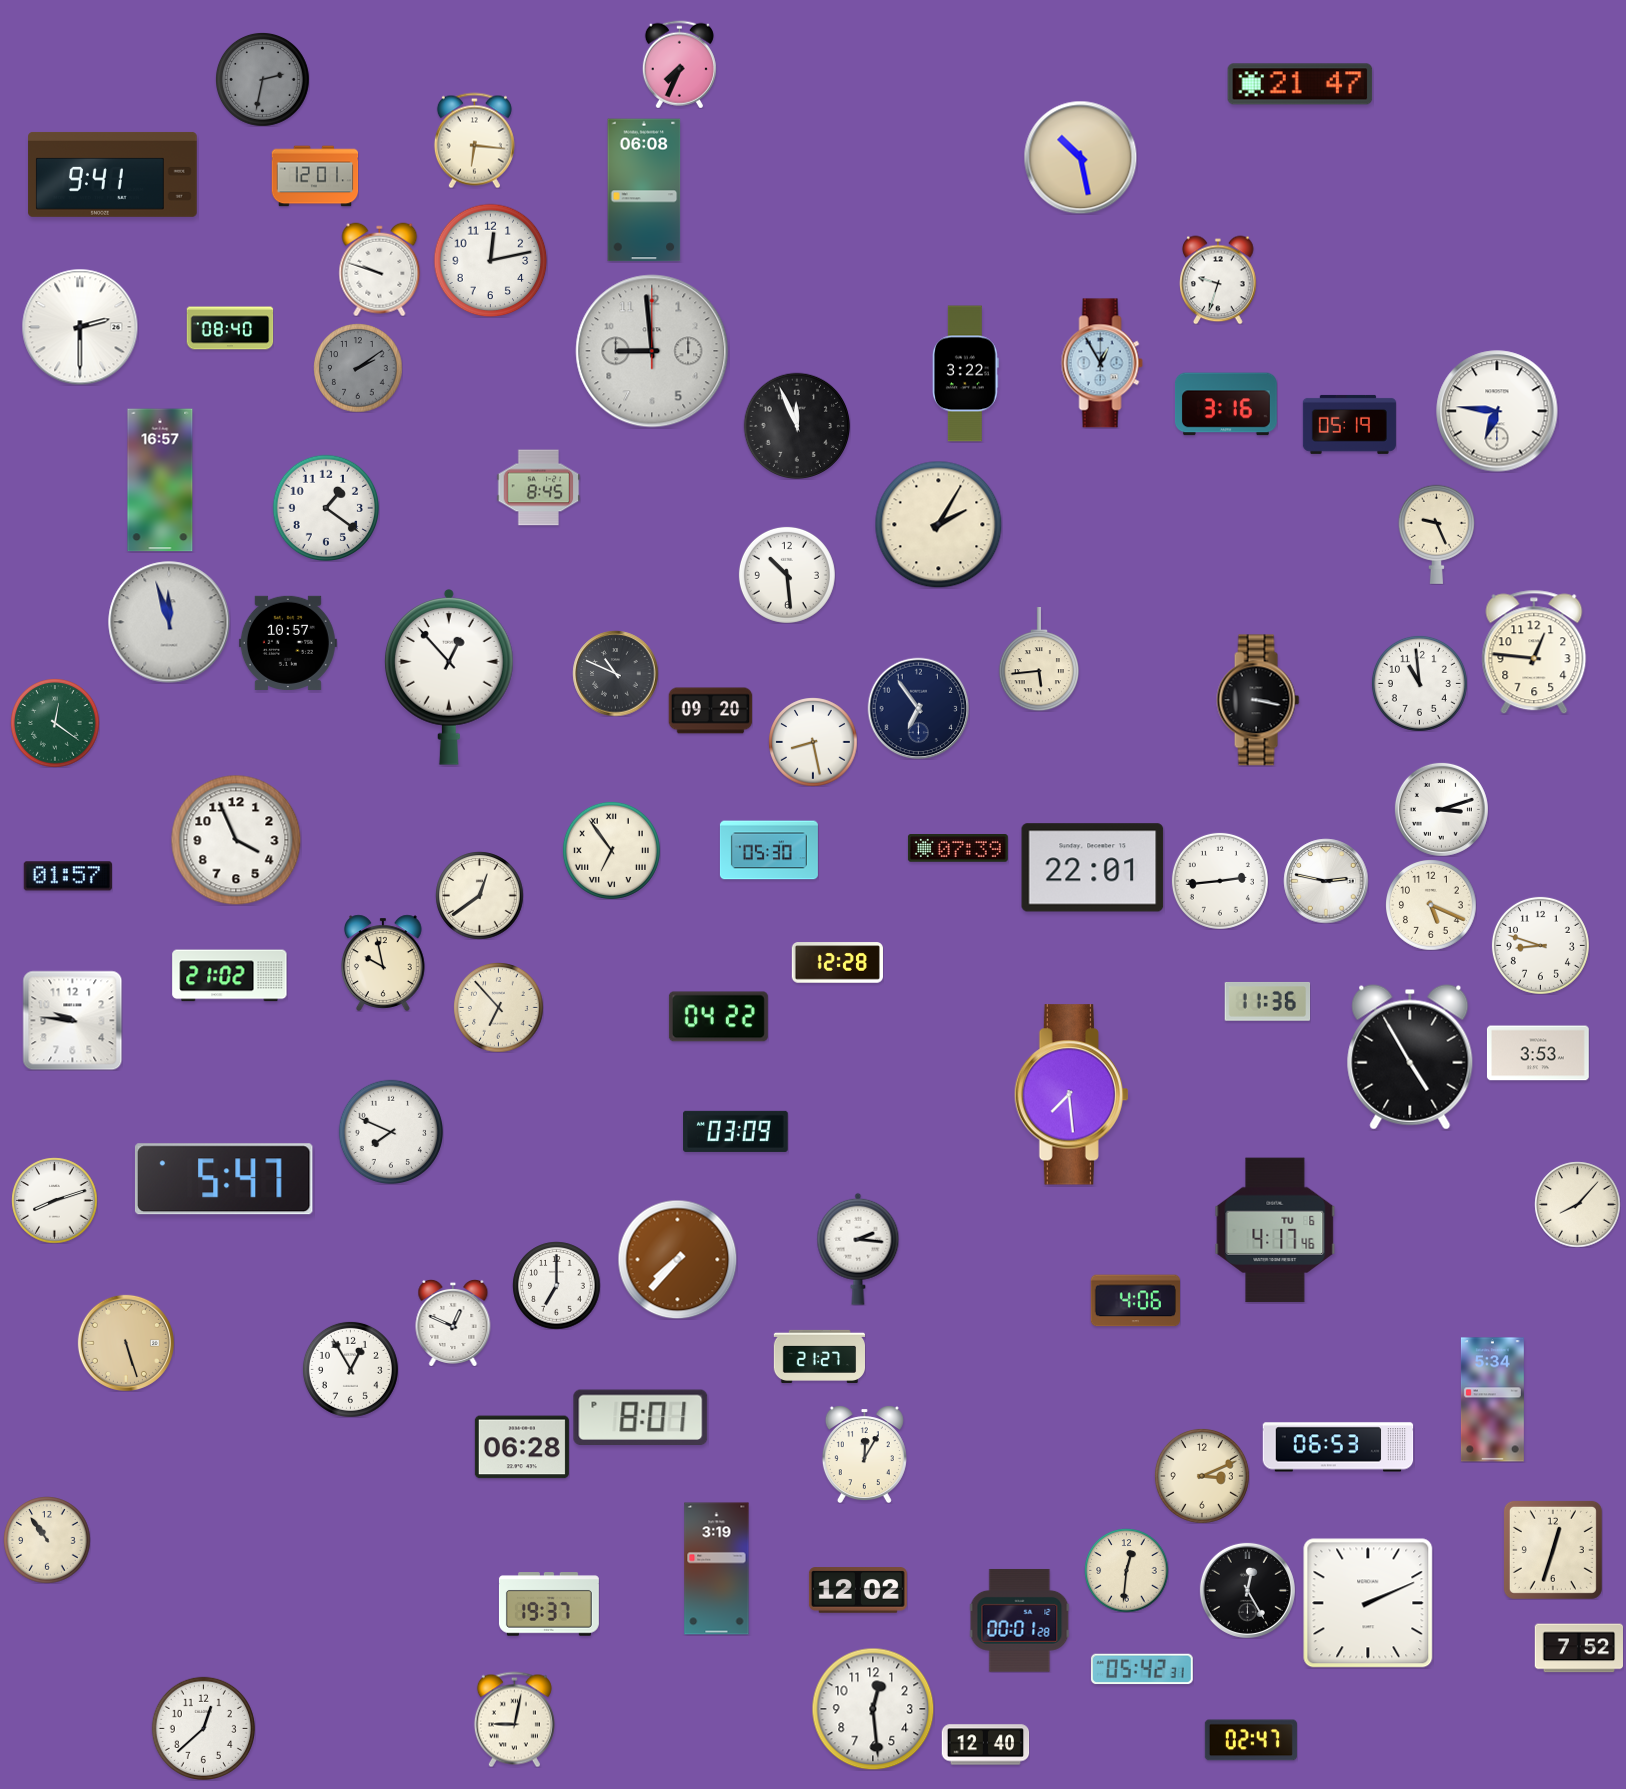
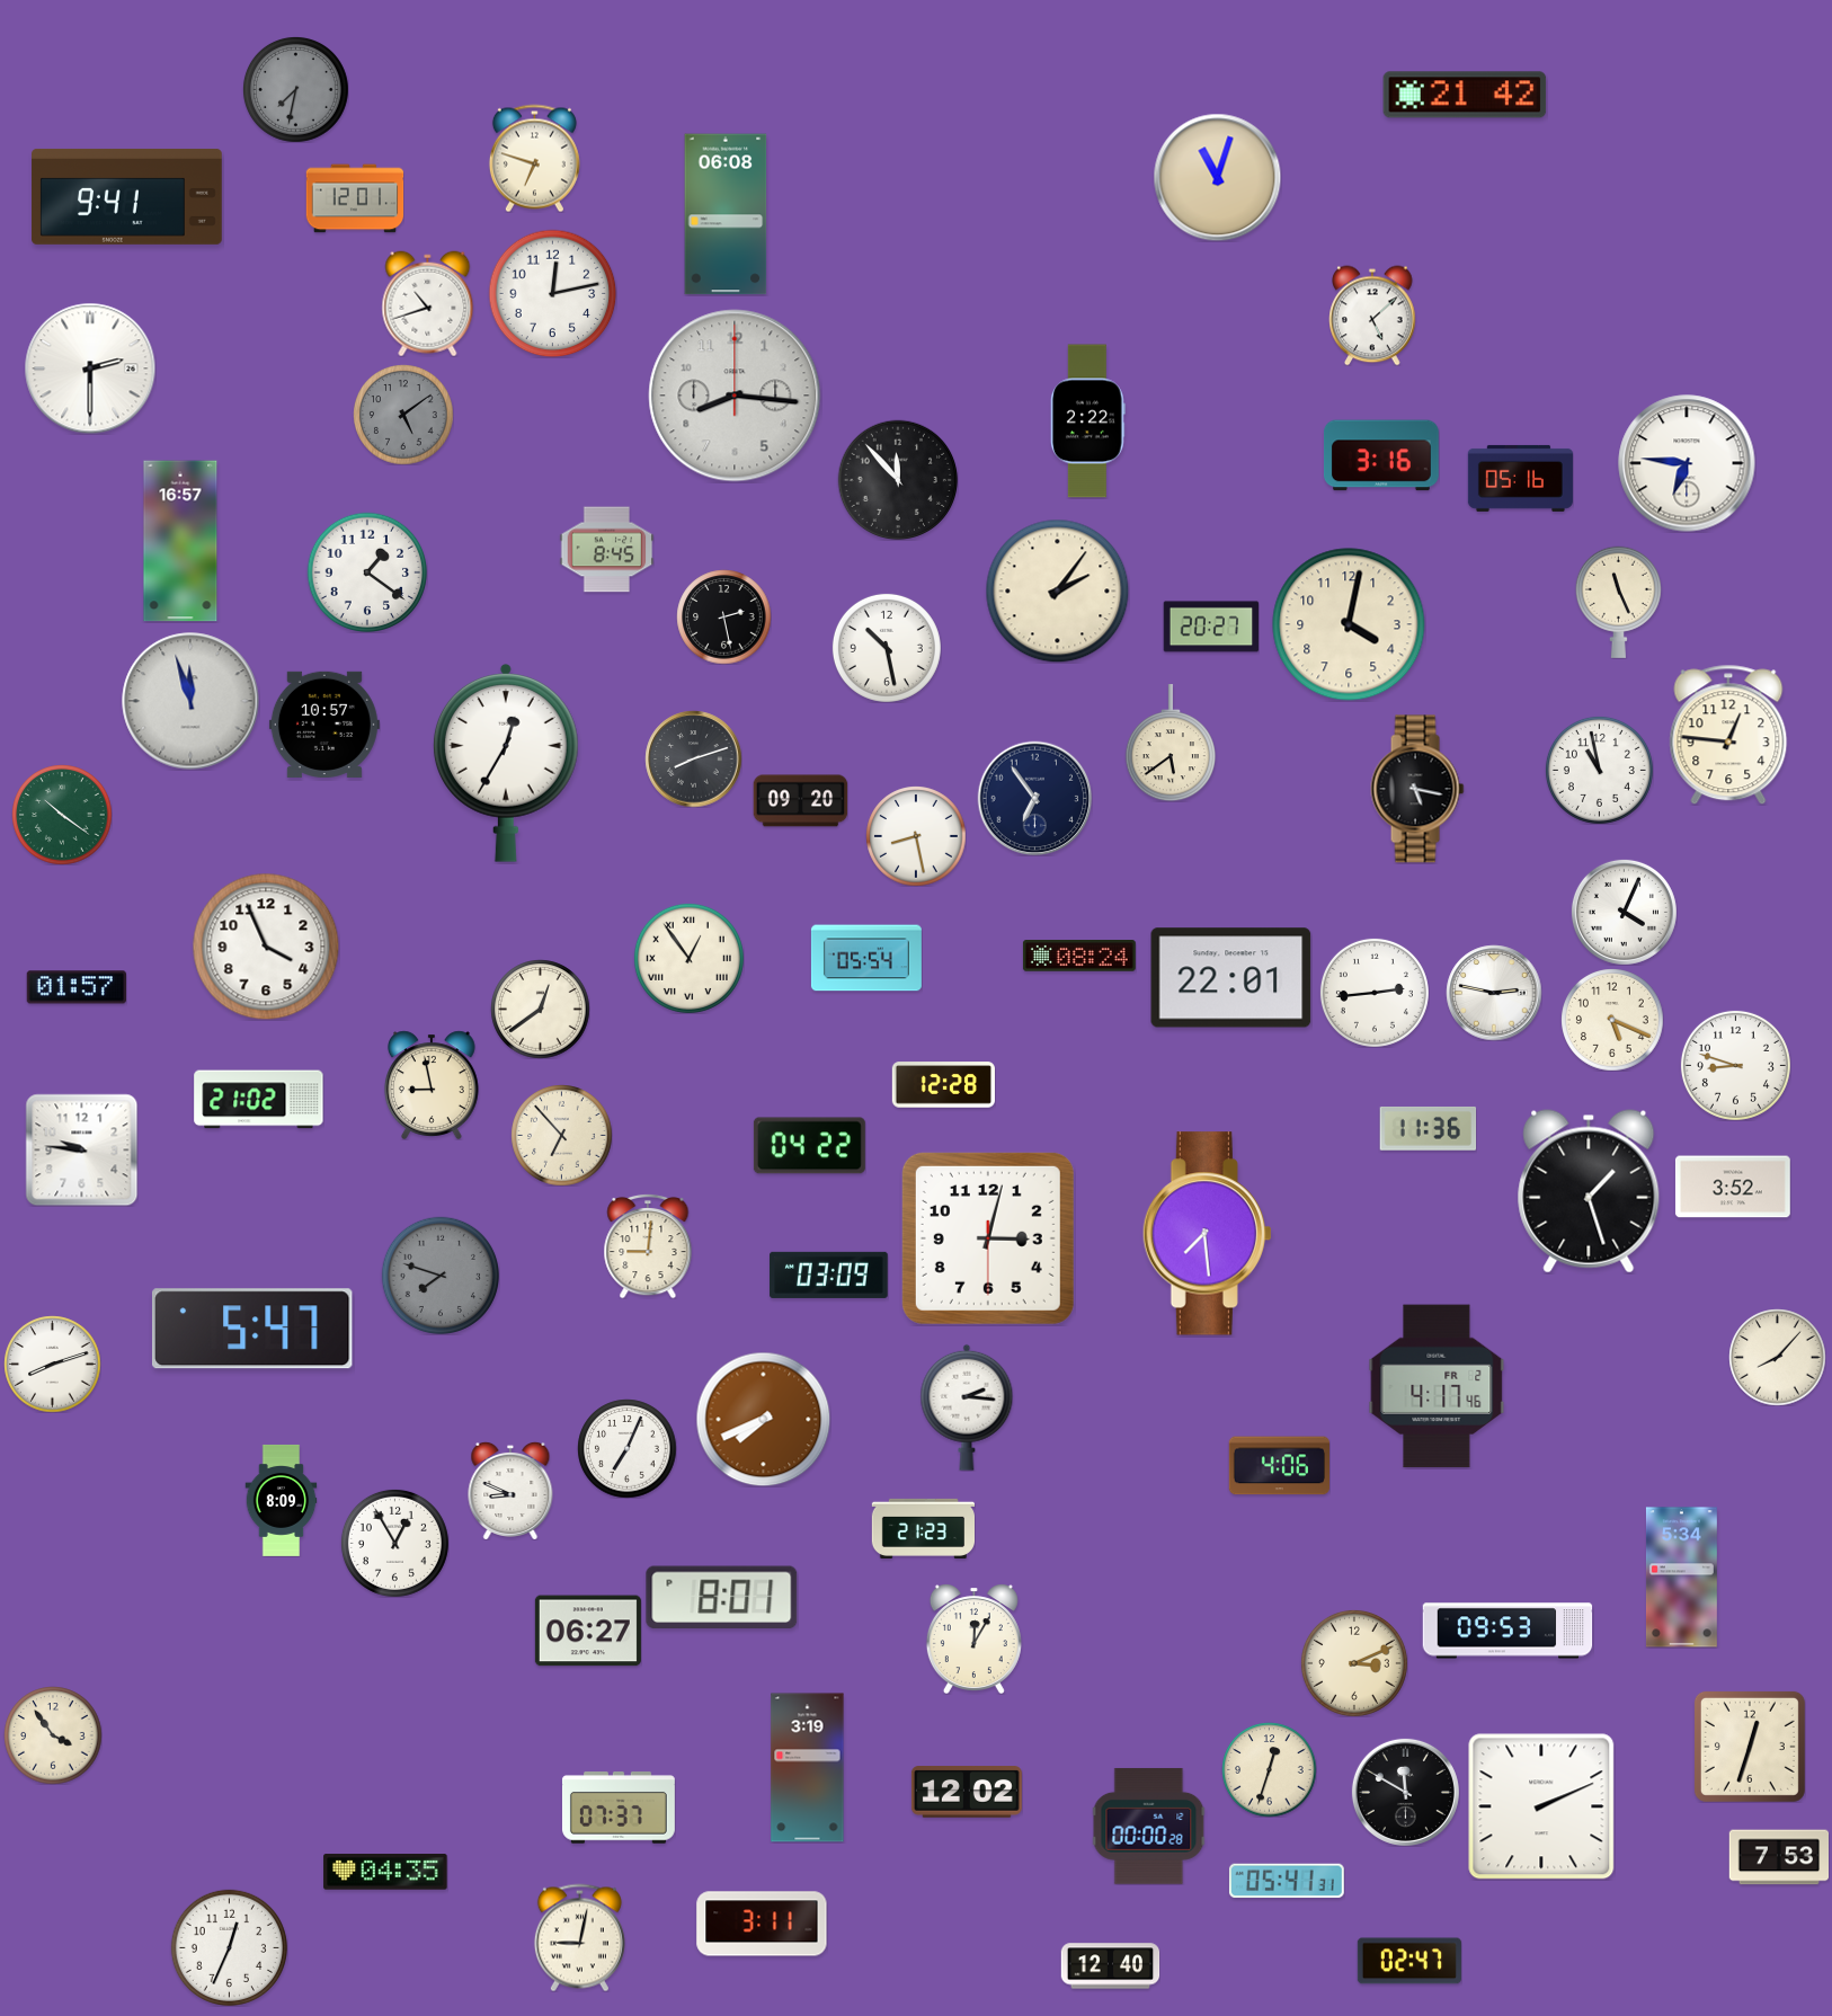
clock at (679, 64): 7:34 -> none
clock at (262, 79): 2:32 -> 7:32
clock at (1300, 84): 21:47 -> 21:42
clock at (474, 140): 6:16 -> 6:48
clock at (1080, 157): 10:28 -> 11:03
clock at (380, 269): 9:48 -> 10:42
clock at (1218, 280): 9:33 -> 5:08
clock at (230, 328): 08:40 -> none
clock at (652, 351): 8:59 -> 8:16
clock at (1102, 363): 12:55 -> none
clock at (358, 368): 2:09 -> 5:09
clock at (965, 374): 3:22 -> 2:22
clock at (1349, 424): 05:19 -> 05:16
clock at (797, 426): 11:56 -> 11:53
clock at (938, 524): 2:05 -> 2:06
clock at (1436, 534): 9:26 -> 11:26
clock at (723, 616): none -> 2:28
clock at (1349, 624): none -> 4:02
clock at (1211, 627): none -> 20:27
clock at (787, 575): 10:29 -> 10:28
clock at (1039, 660): 5:44 -> 5:39
clock at (615, 673): 10:49 -> 8:12
clock at (449, 678): 12:53 -> 12:35
clock at (1419, 683): 10:59 -> 10:58
clock at (1258, 700): 3:17 -> 5:17
clock at (55, 723): 12:21 -> 10:21
clock at (1441, 809): 3:12 -> 4:04
clock at (958, 848): 07:39 -> 08:24
clock at (611, 850): 6:54 -> 12:54
clock at (769, 850): 05:30 -> 05:54
clock at (383, 963): 9:58 -> 8:58
clock at (1538, 1053): 3:53 -> 3:52
clock at (1410, 1057): 4:55 -> 1:27
clock at (988, 1238): none -> 3:02
clock at (648, 1246): none -> 9:01
clock at (390, 1131): 7:49 -> 7:48
clock at (390, 1131) dial: white -> grey
clock at (54, 1200) position: (54, 1200) -> (52, 1364)
clock at (1275, 1230) date: TU 6 -> FR 2
clock at (677, 1259): 7:37 -> 7:41
clock at (556, 1285): 7:00 -> 7:04
clock at (453, 1323): 12:49 -> 8:49
clock at (282, 1500): none -> 8:09
clock at (126, 1343): 5:27 -> none
clock at (819, 1356): 21:27 -> 21:23
clock at (522, 1447): 06:28 -> 06:27
clock at (1338, 1447): 06:53 -> 09:53
clock at (47, 1540): 10:54 -> 3:54
clock at (1126, 1570): 12:31 -> 12:33
clock at (1247, 1590): 12:25 -> 11:50
clock at (549, 1604): 19:37 -> 07:37
clock at (1020, 1620): 00:01 -> 00:00
clock at (1578, 1648): 7:52 -> 7:53
clock at (385, 1872): none -> 04:35
clock at (1142, 1669): 05:42 -> 05:41
clock at (762, 1924): none -> 3:11
clock at (873, 1709): 12:29 -> none
clock at (203, 1728): 12:38 -> 12:34
